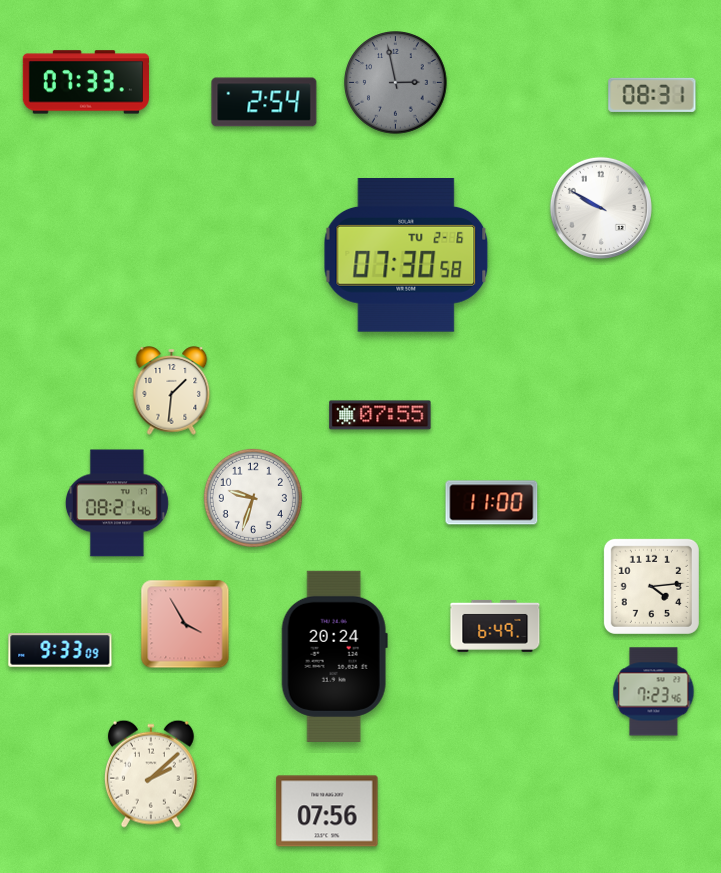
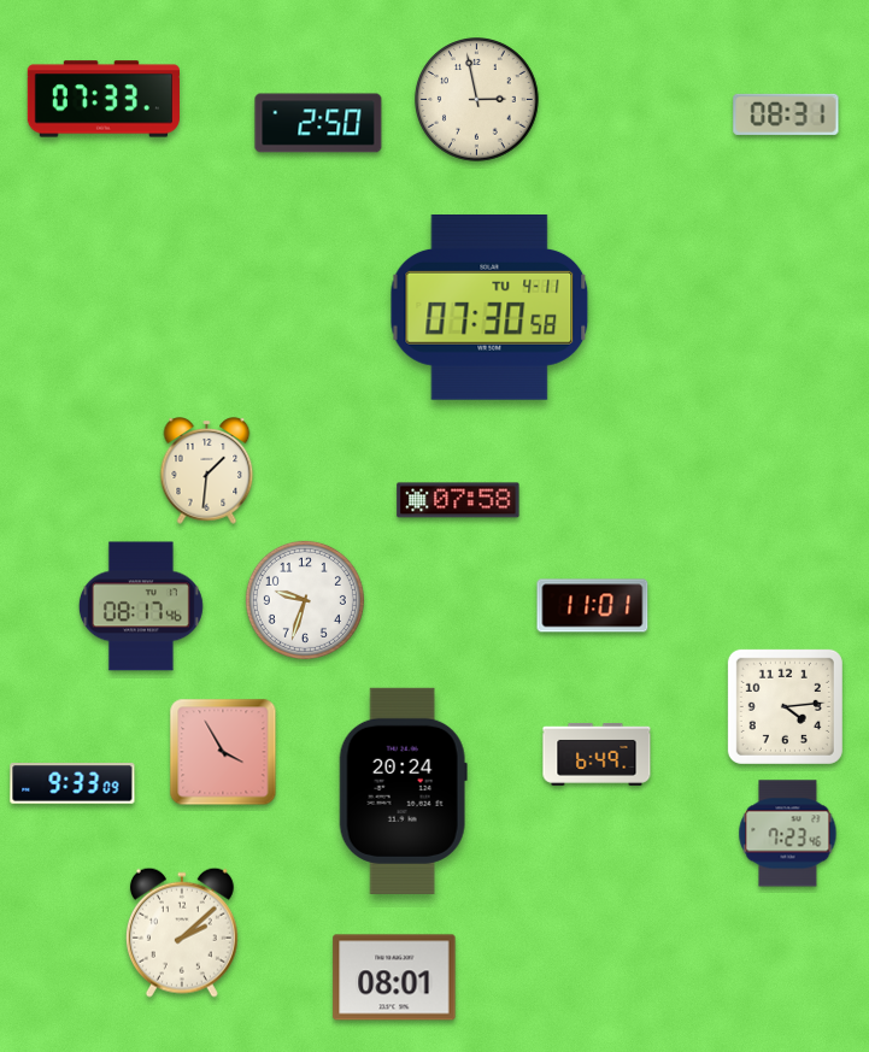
clock at (396, 83) dial: grey -> cream
clock at (264, 102): 2:54 -> 2:50
clock at (601, 208): 9:50 -> none
clock at (406, 256) date: TU 2-6 -> TU 4-11
clock at (380, 415): 07:55 -> 07:58
clock at (117, 503): 08:21 -> 08:17
clock at (492, 503): 11:00 -> 11:01
clock at (327, 811): 07:56 -> 08:01
